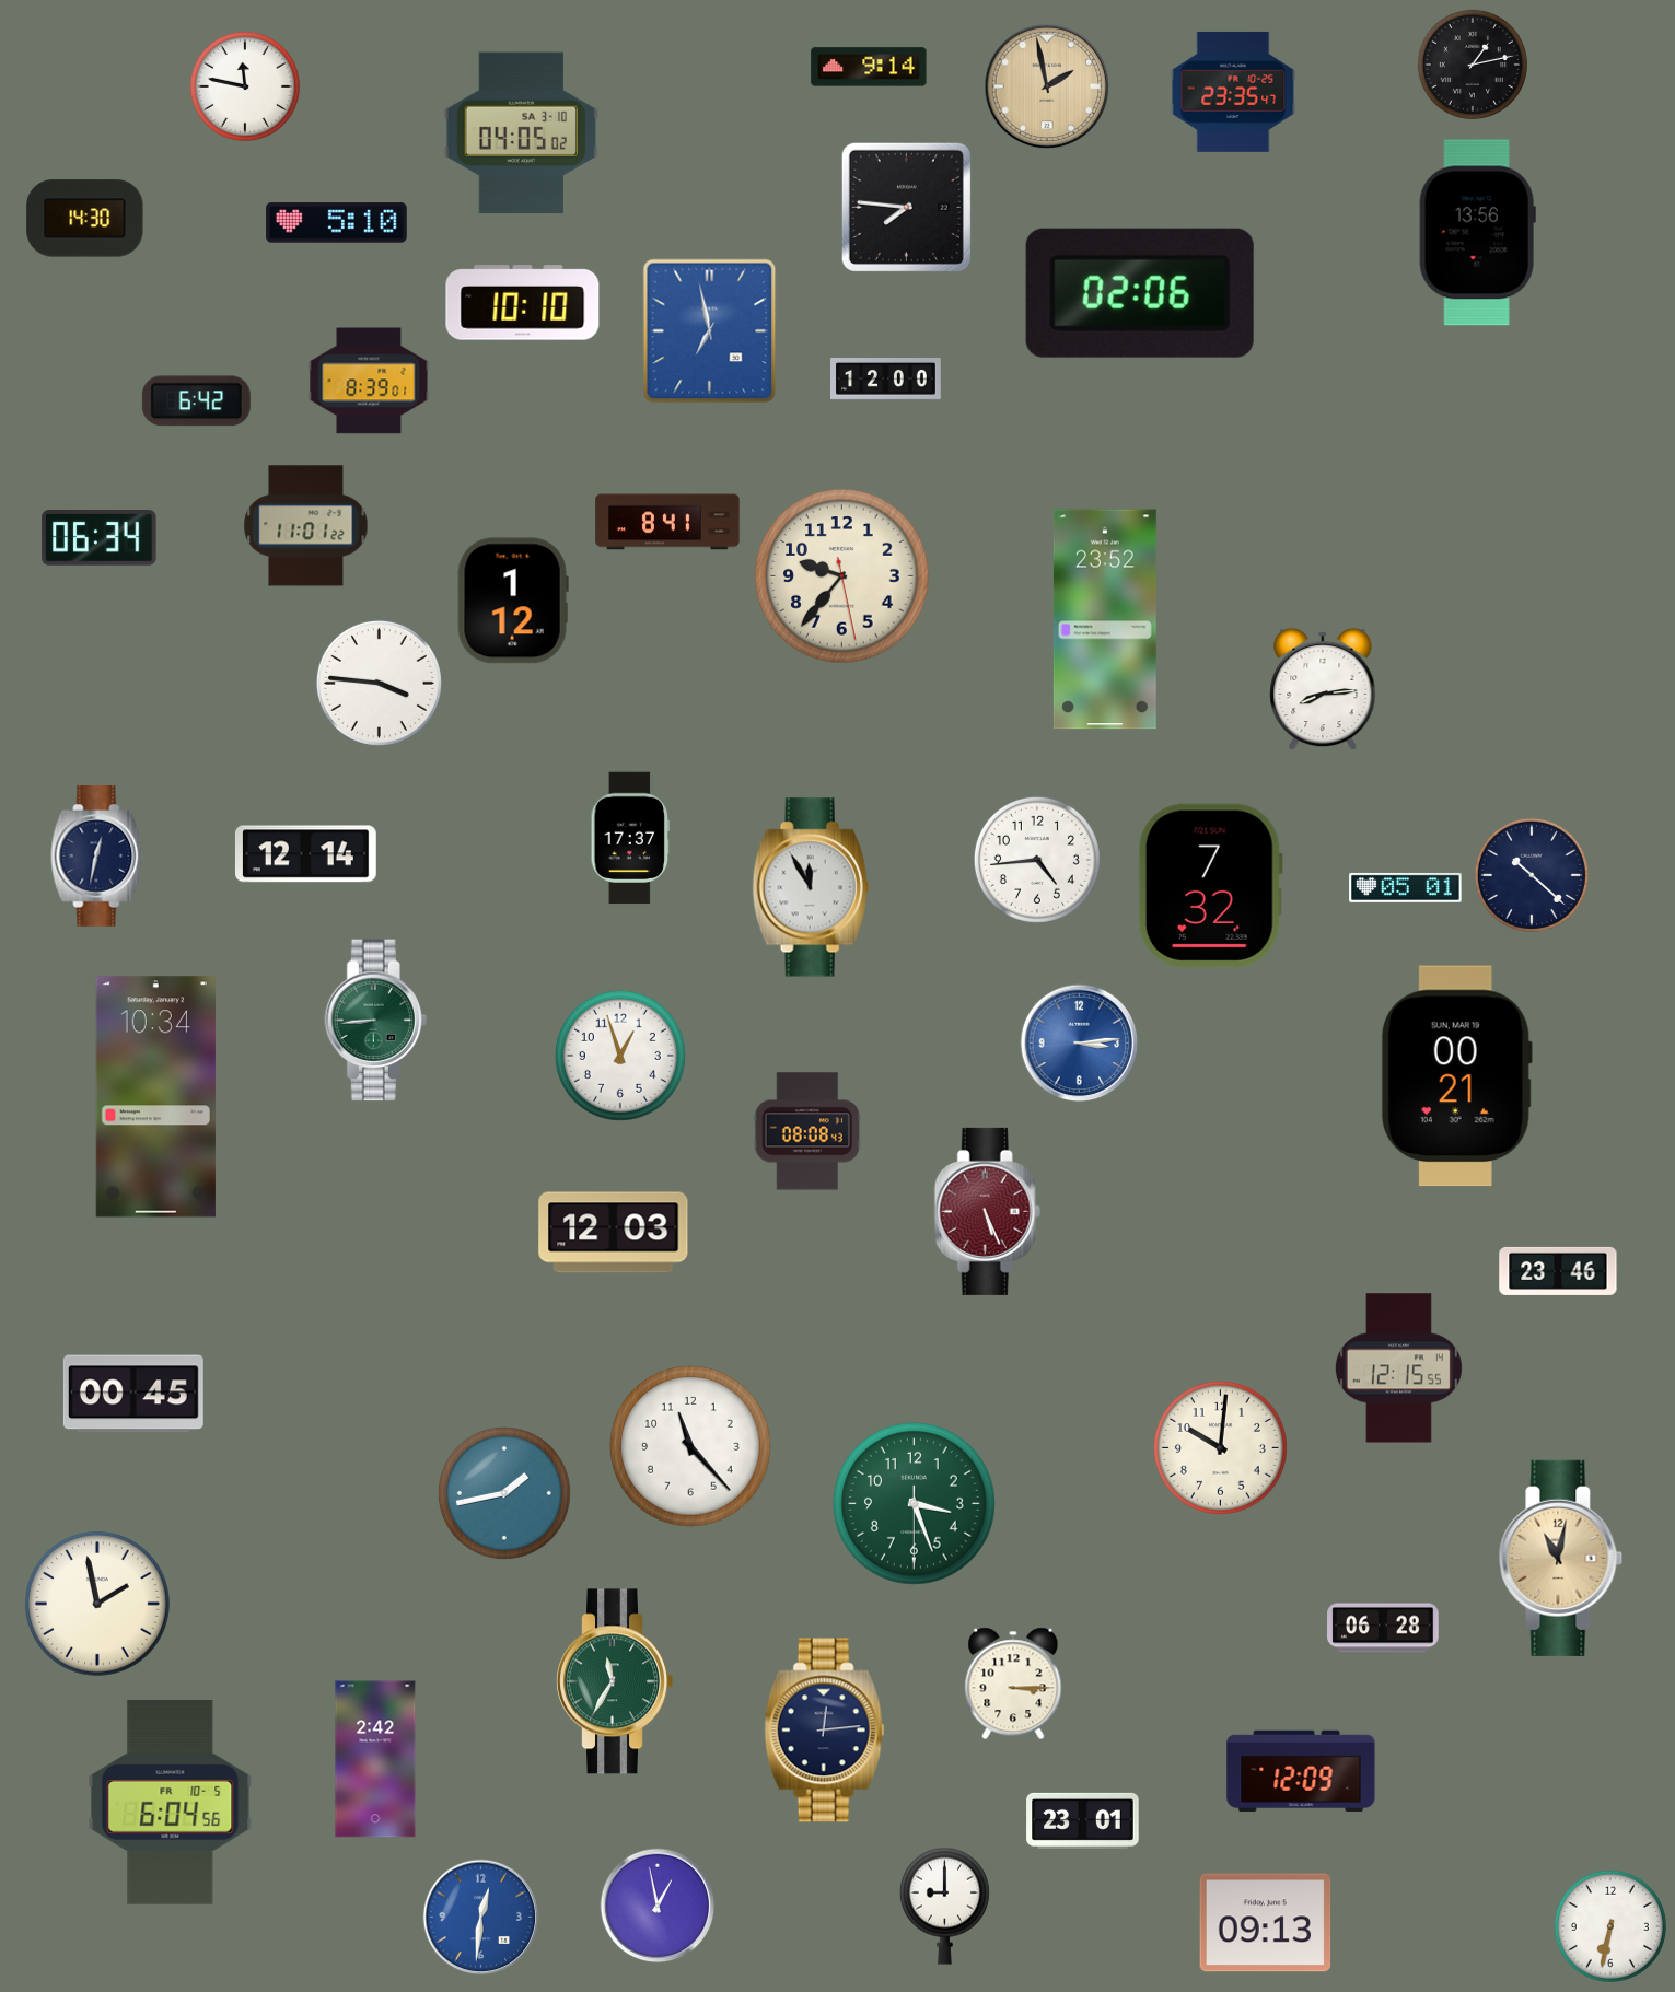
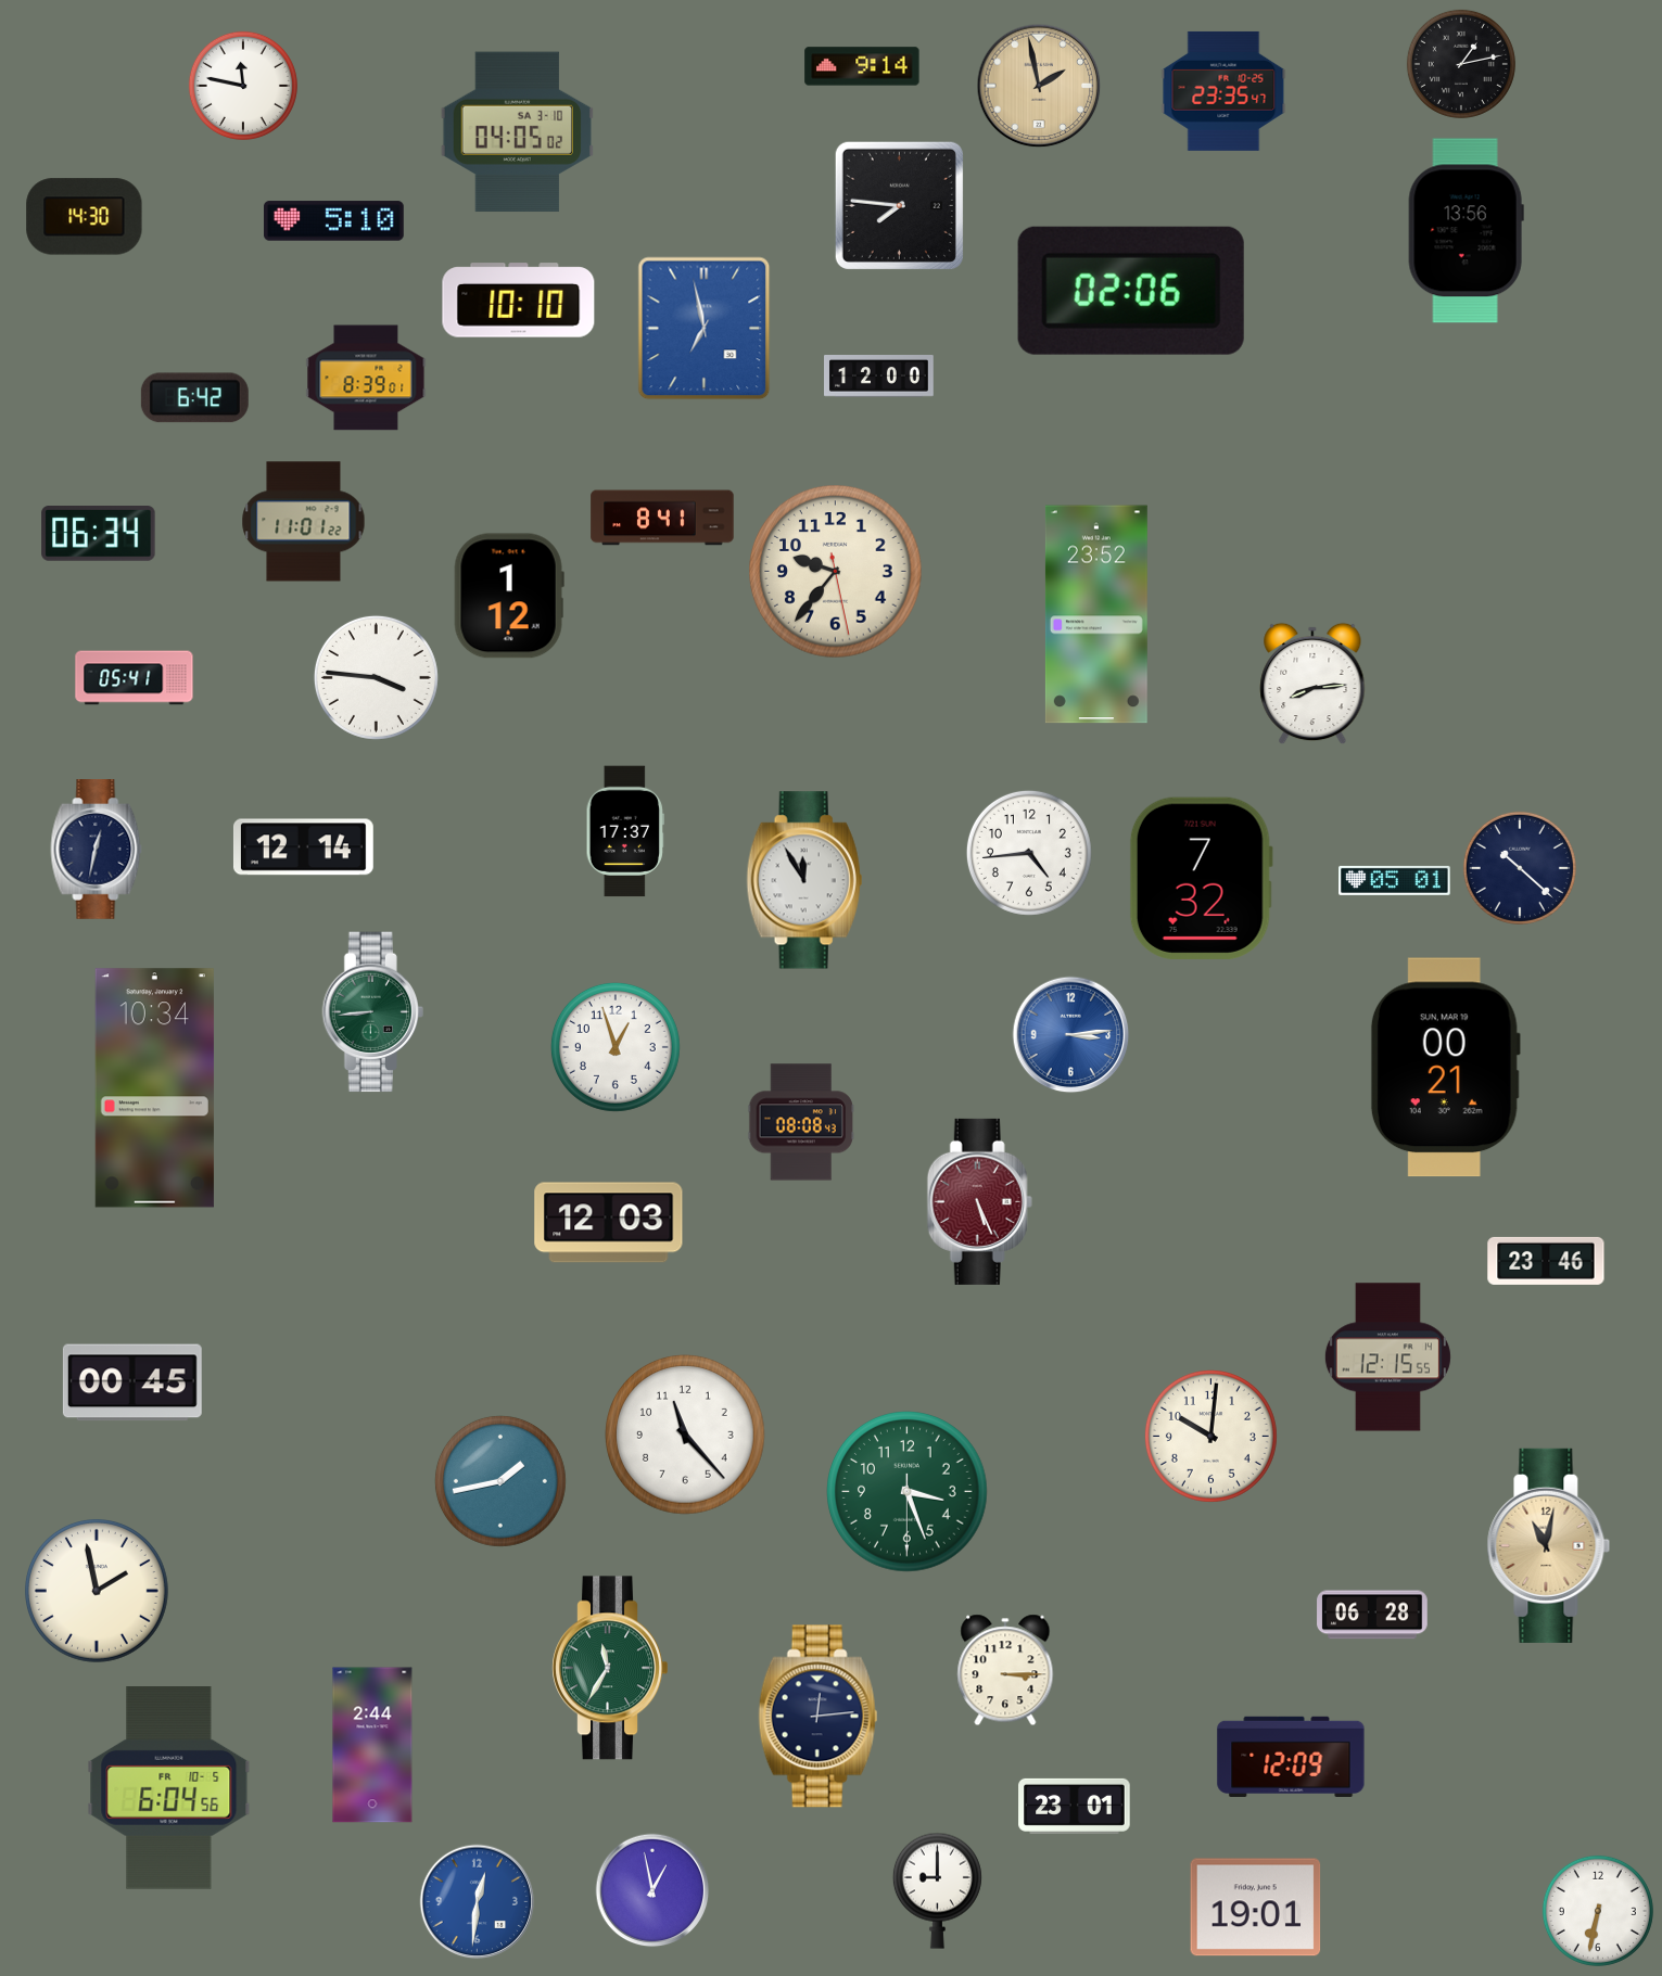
clock at (135, 678): none -> 05:41
clock at (375, 1759): 2:42 -> 2:44
clock at (1266, 1923): 09:13 -> 19:01
